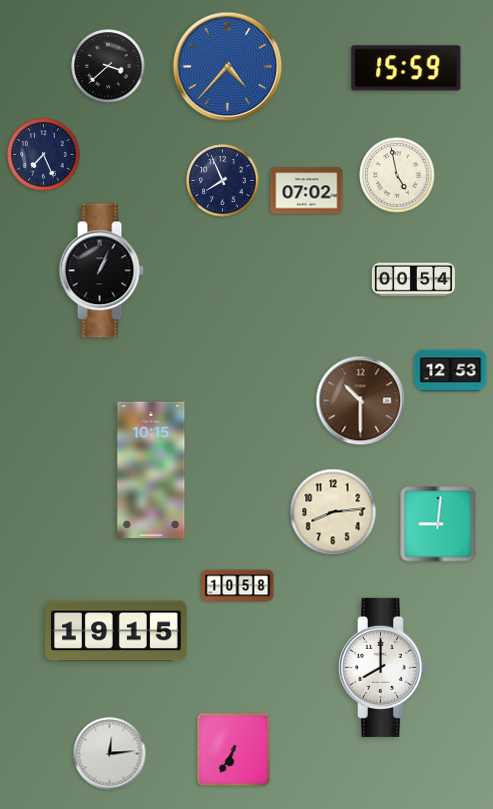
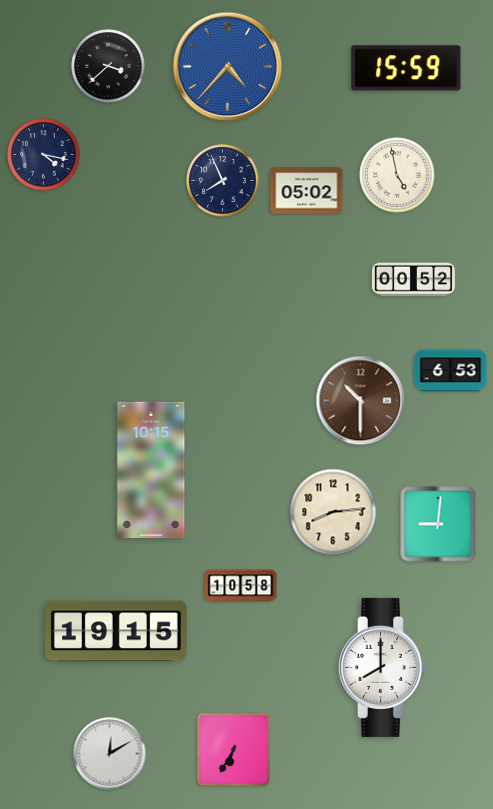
clock at (44, 155): 7:26 -> 4:17
clock at (307, 191): 07:02 -> 05:02
clock at (101, 271): 1:04 -> none
clock at (413, 280): 00:54 -> 00:52
clock at (451, 371): 12:53 -> 6:53
clock at (238, 586) position: (238, 586) -> (241, 586)
clock at (110, 754): 12:14 -> 12:10
